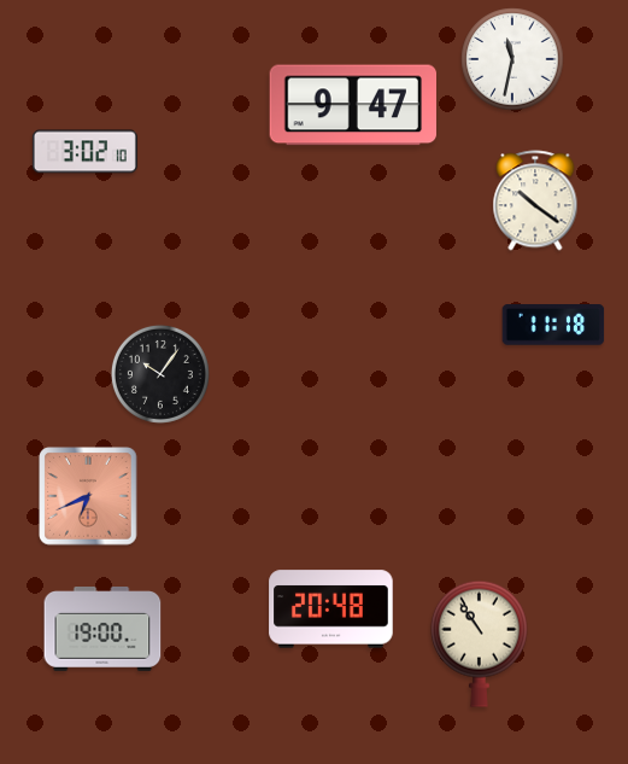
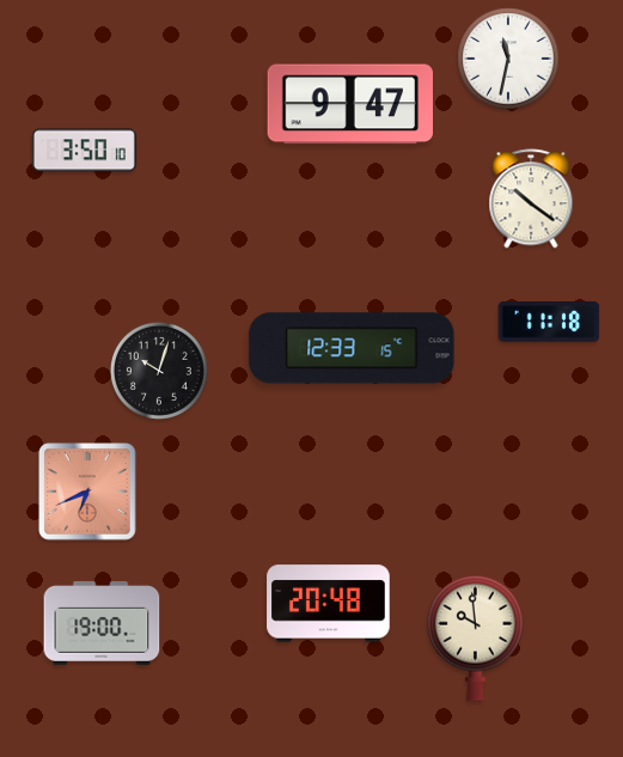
clock at (84, 152): 3:02 -> 3:50
clock at (352, 348): none -> 12:33
clock at (160, 374): 10:06 -> 10:03
clock at (479, 643): 10:54 -> 9:59
